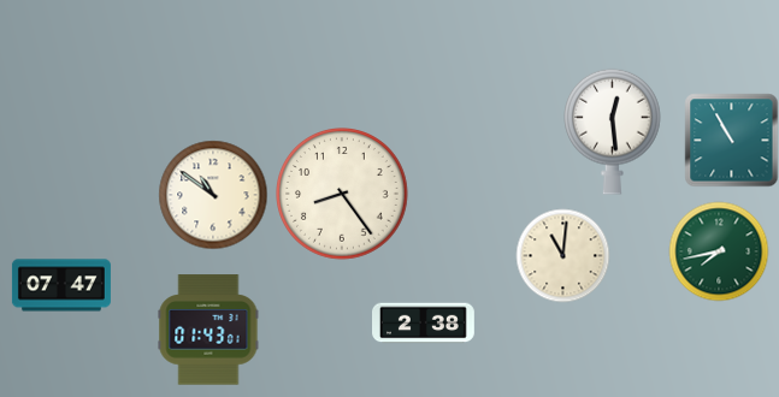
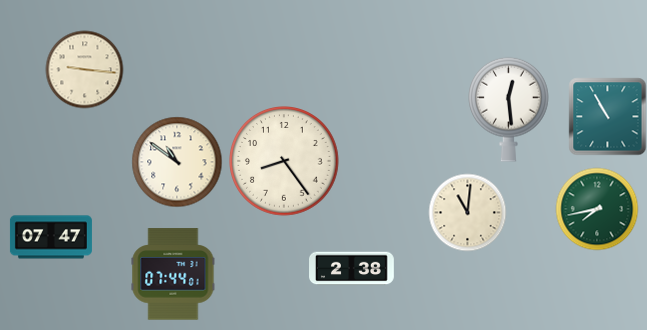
clock at (84, 69): none -> 9:16
clock at (208, 330): 01:43 -> 07:44
